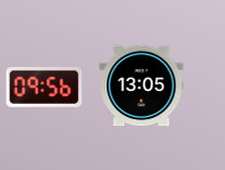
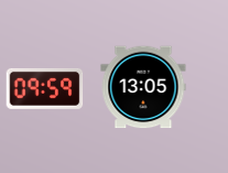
clock at (45, 87): 09:56 -> 09:59
